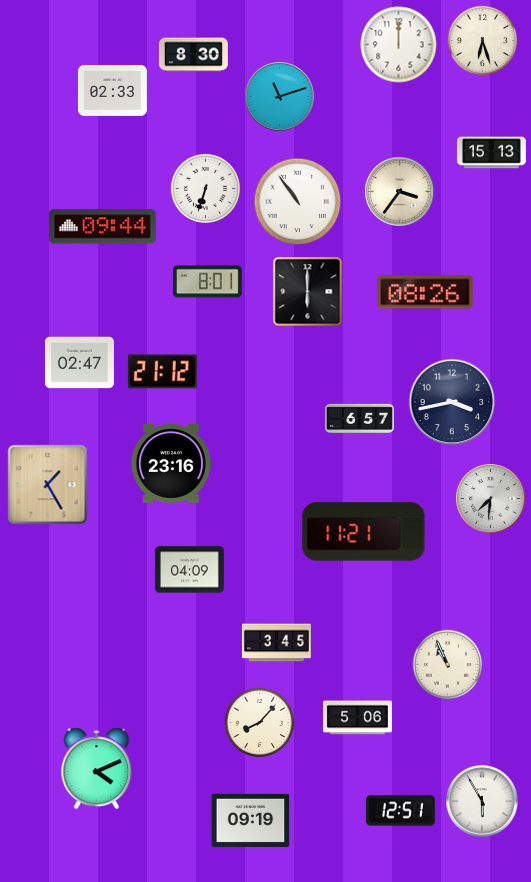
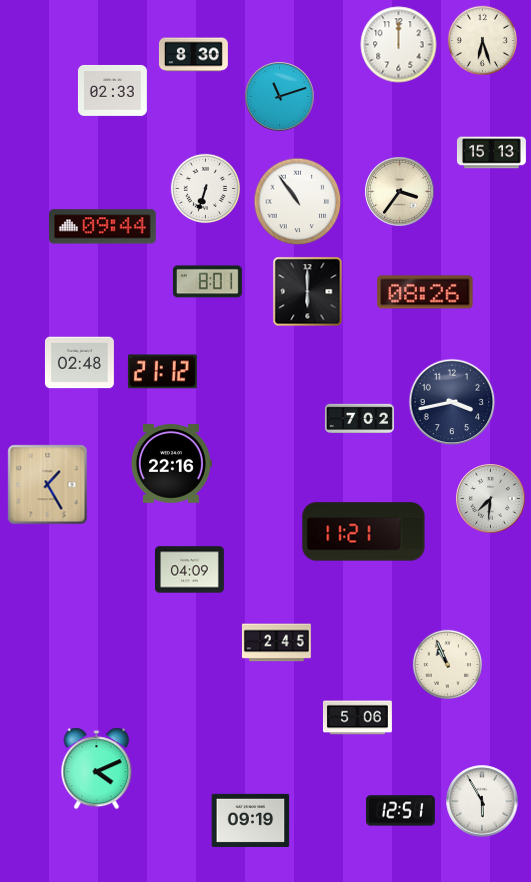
clock at (79, 363): 02:47 -> 02:48
clock at (359, 419): 6:57 -> 7:02
clock at (171, 464): 23:16 -> 22:16
clock at (276, 643): 3:45 -> 2:45
clock at (259, 722): 8:07 -> none
